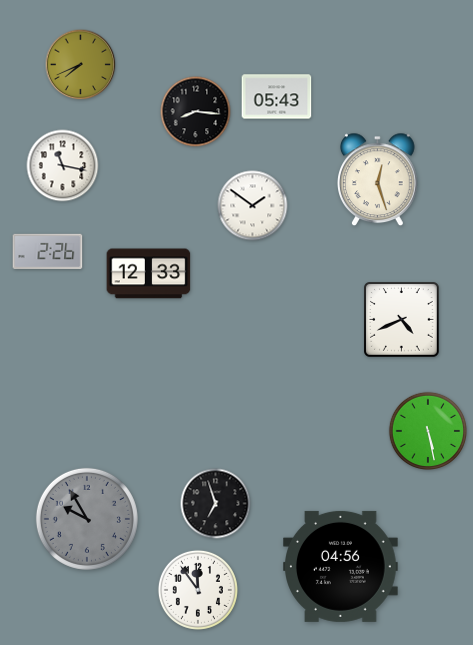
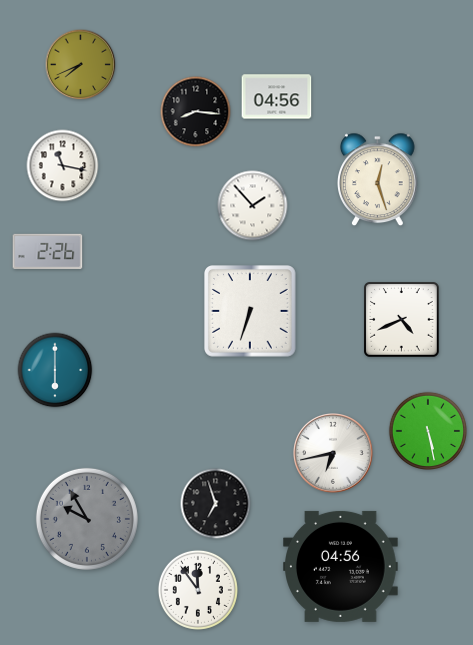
clock at (277, 97): 05:43 -> 04:56
clock at (253, 206): 1:51 -> 1:53
clock at (149, 274): 12:33 -> none
clock at (251, 312): none -> 6:33
clock at (55, 370): none -> 6:00
clock at (334, 454): none -> 6:43
